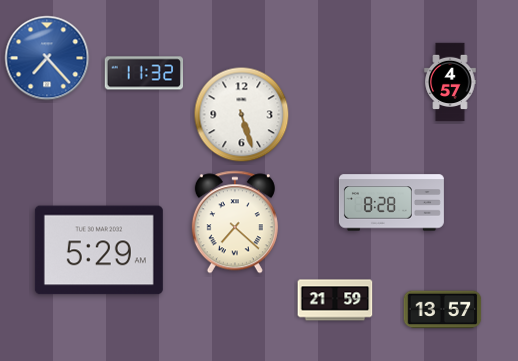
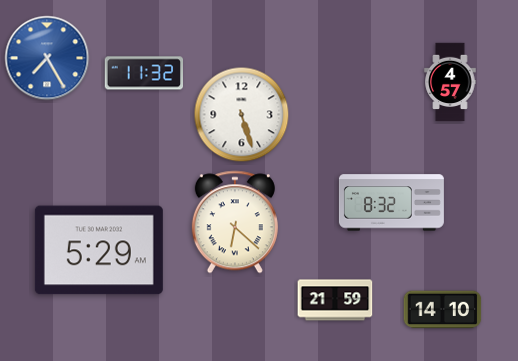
clock at (47, 58): 7:23 -> 7:25
clock at (391, 203): 8:28 -> 8:32
clock at (235, 222): 7:22 -> 6:22
clock at (443, 310): 13:57 -> 14:10
